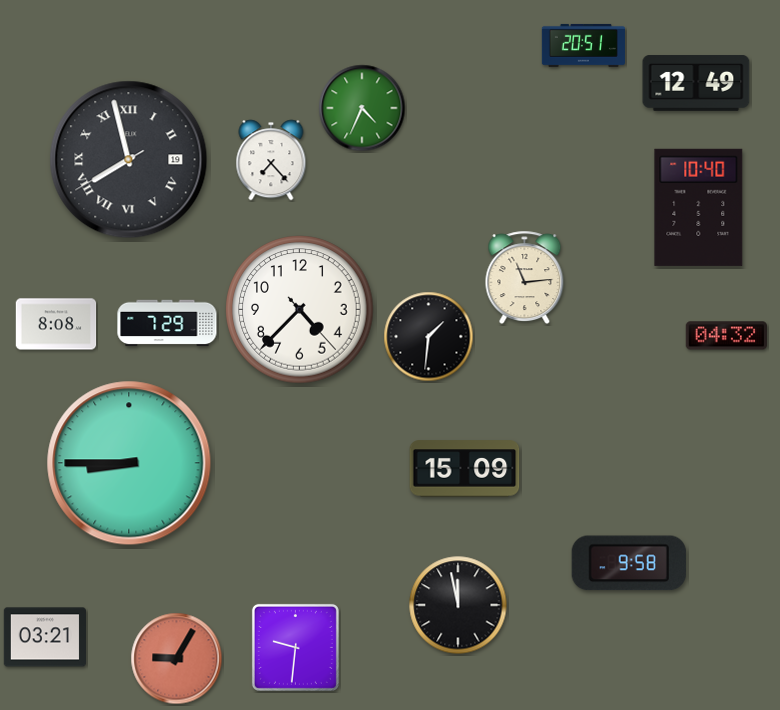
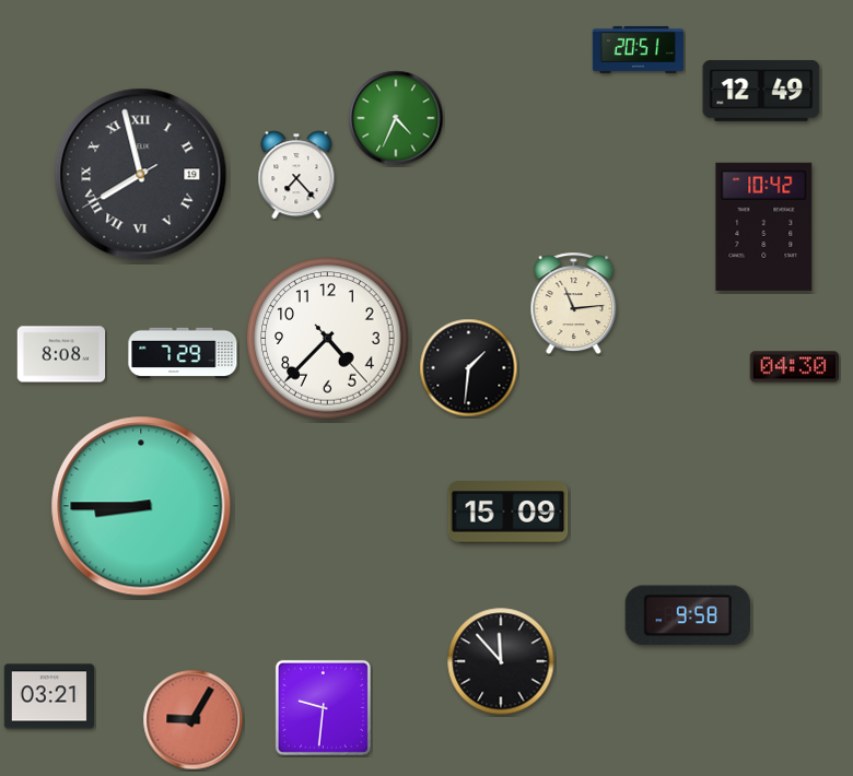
clock at (699, 207): 10:40 -> 10:42
clock at (726, 336): 04:32 -> 04:30
clock at (458, 605): 11:58 -> 11:53
